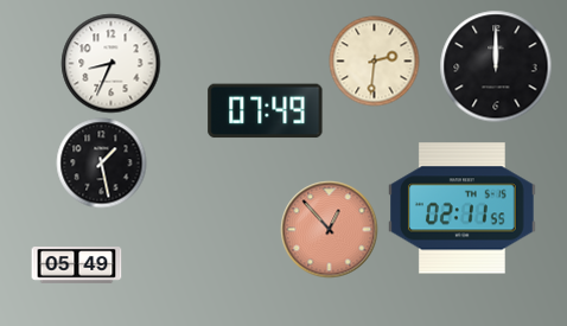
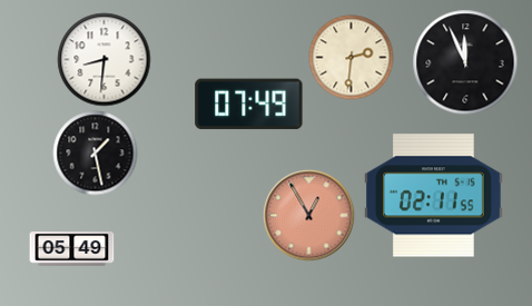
clock at (112, 64): 8:34 -> 8:31
clock at (496, 66): 12:00 -> 11:56
clock at (330, 230): 12:53 -> 12:55
